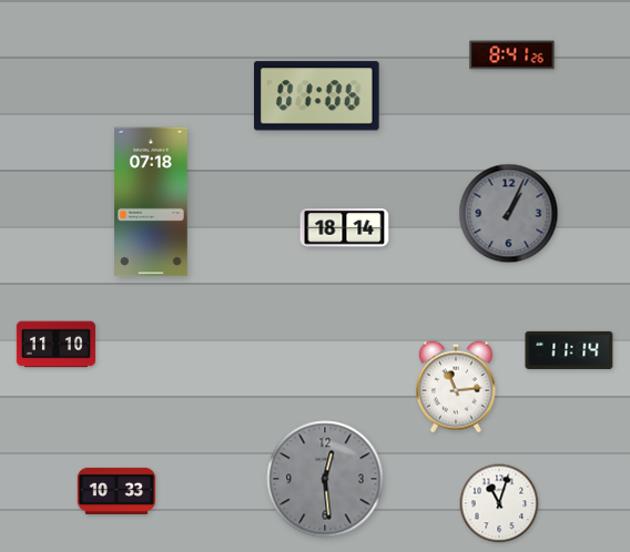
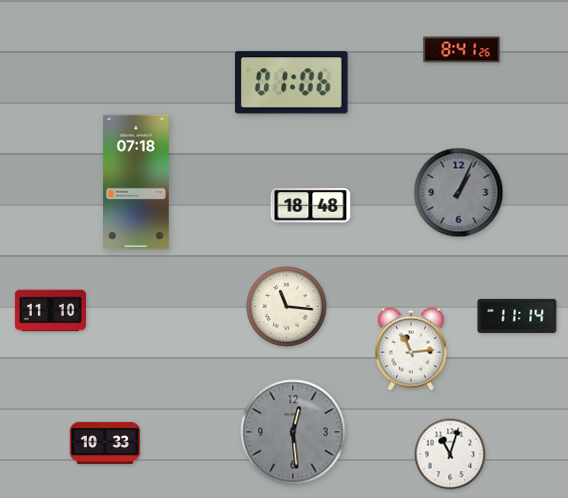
clock at (316, 96) position: (316, 96) -> (291, 83)
clock at (345, 228): 18:14 -> 18:48
clock at (287, 307): none -> 11:16
clock at (569, 350) position: (569, 350) -> (517, 316)
